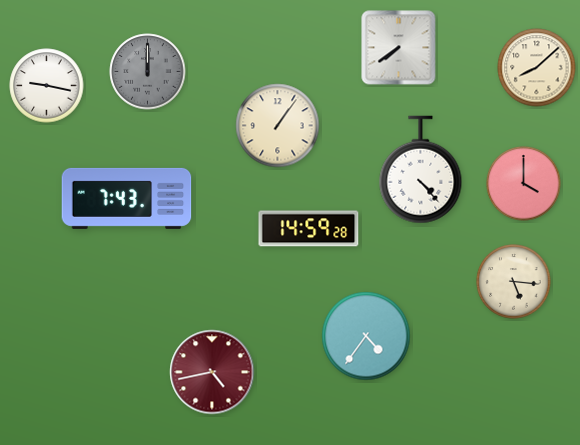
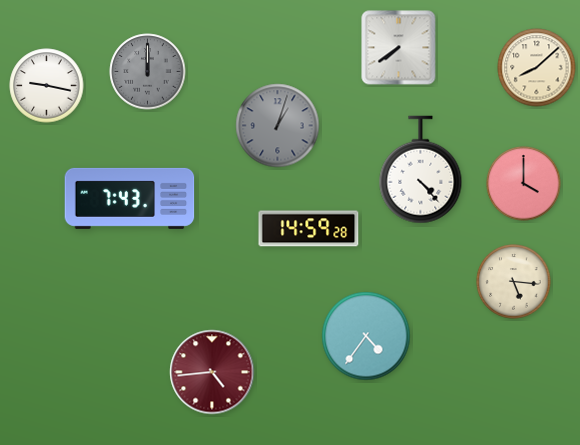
clock at (278, 126): 1:06 -> 1:03
clock at (278, 126) dial: cream -> grey
clock at (127, 198) position: (127, 198) -> (130, 198)
clock at (212, 372): 4:43 -> 4:44
